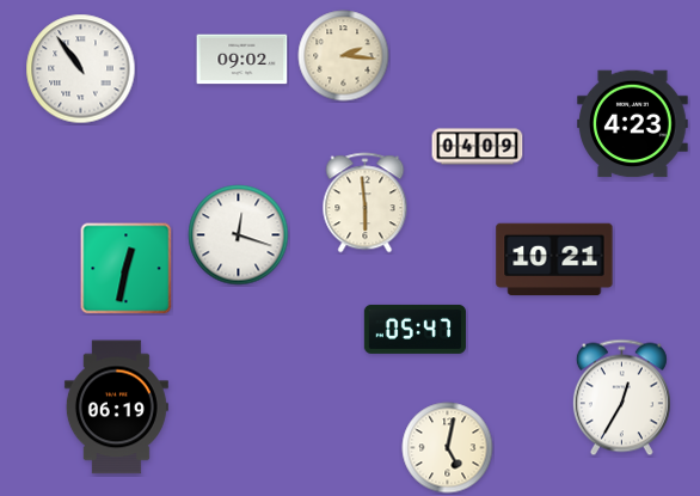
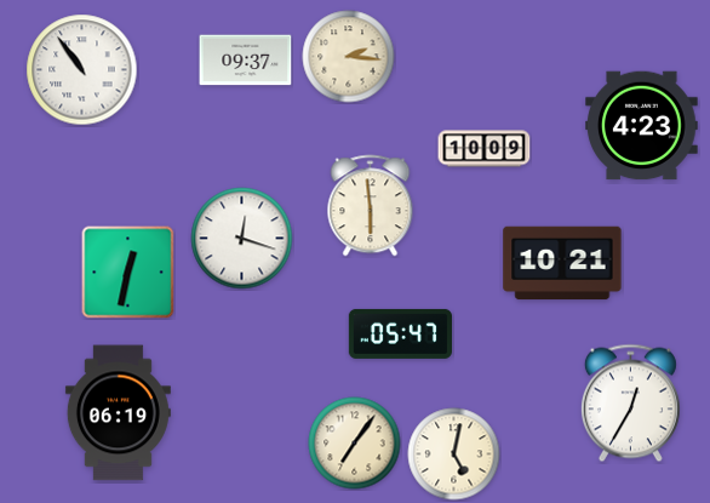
clock at (242, 60): 09:02 -> 09:37
clock at (478, 147): 04:09 -> 10:09
clock at (415, 329) position: (415, 329) -> (400, 333)
clock at (355, 444): none -> 7:06
